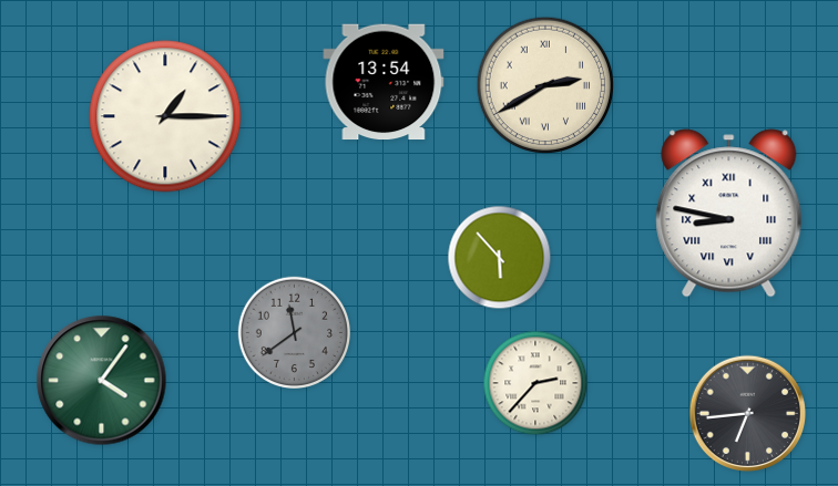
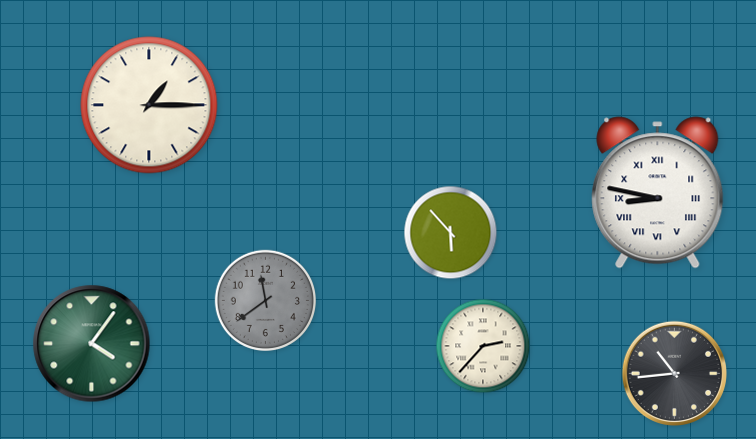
clock at (384, 82): 13:54 -> none
clock at (545, 85): 2:40 -> none
clock at (747, 413): 6:44 -> 10:44
